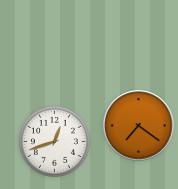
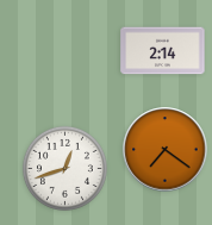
clock at (163, 51): none -> 2:14
